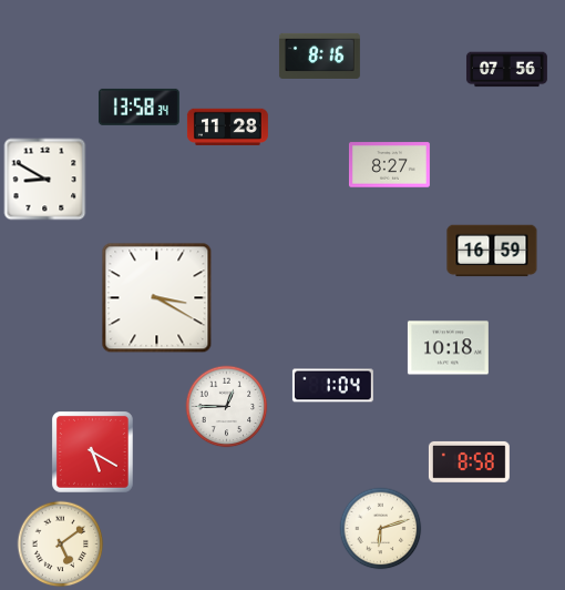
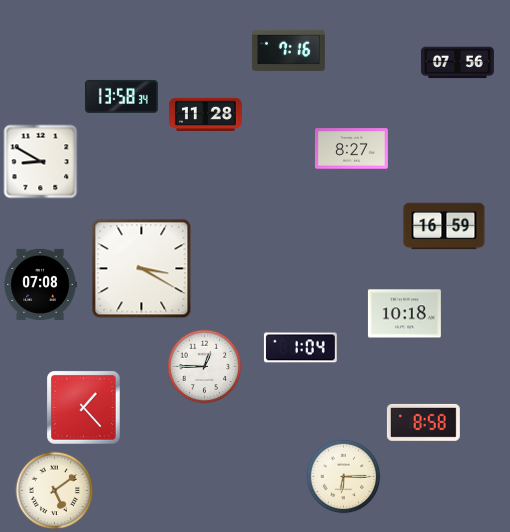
clock at (319, 55): 8:16 -> 7:16
clock at (138, 106) position: (138, 106) -> (121, 96)
clock at (40, 284): none -> 07:08
clock at (93, 452): 5:20 -> 1:23
clock at (469, 461) position: (469, 461) -> (423, 422)
clock at (381, 529): 6:12 -> 6:15
